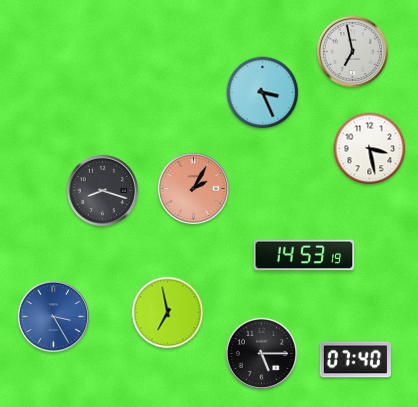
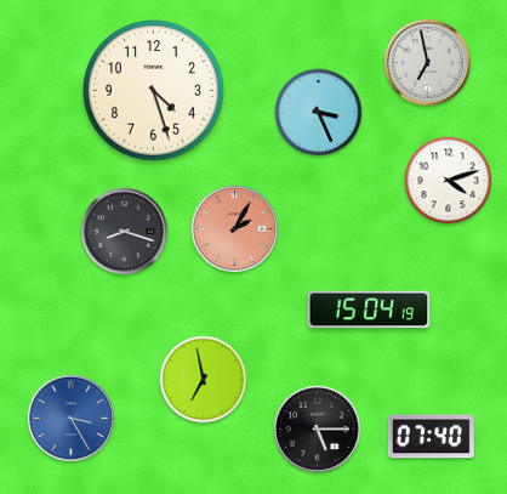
clock at (154, 91): none -> 4:27
clock at (370, 149): 3:28 -> 4:12
clock at (304, 255): 14:53 -> 15:04
clock at (53, 316) position: (53, 316) -> (70, 418)
